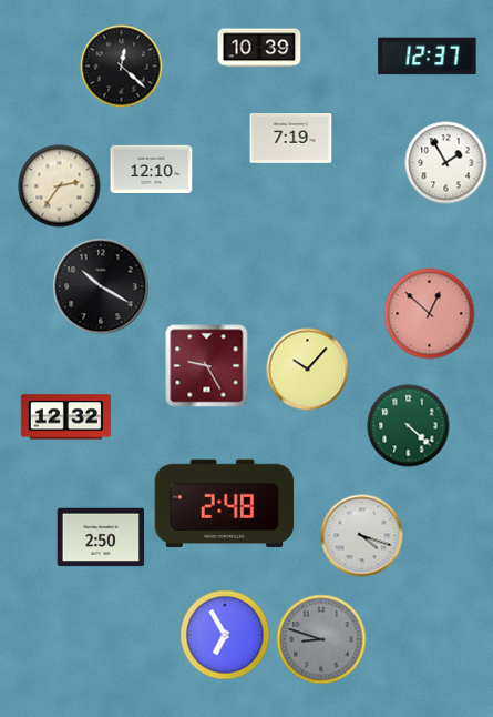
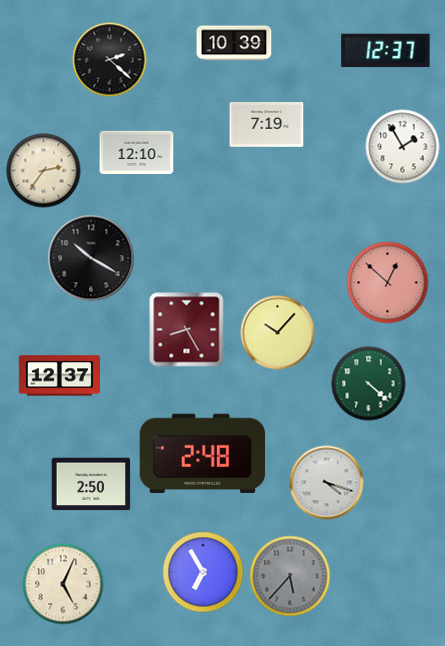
clock at (122, 67): 12:22 -> 2:22
clock at (291, 139) position: (291, 139) -> (267, 125)
clock at (60, 186) position: (60, 186) -> (44, 171)
clock at (207, 366): 9:25 -> 8:25
clock at (65, 417): 12:32 -> 12:37
clock at (321, 639): 8:48 -> 5:37
clock at (63, 584): none -> 5:04
